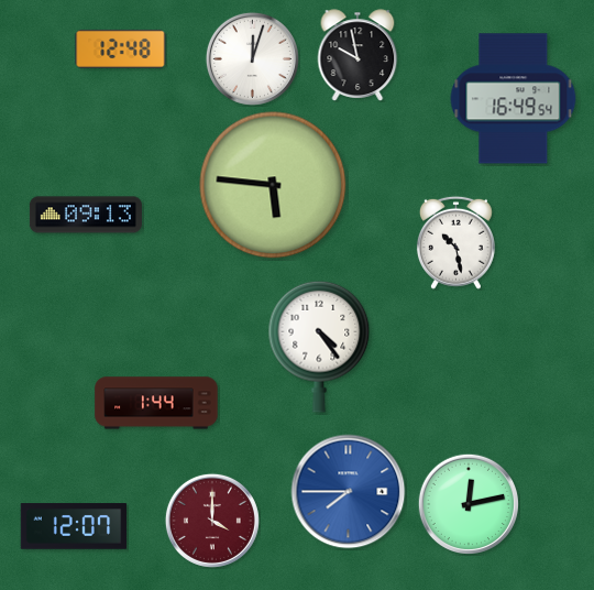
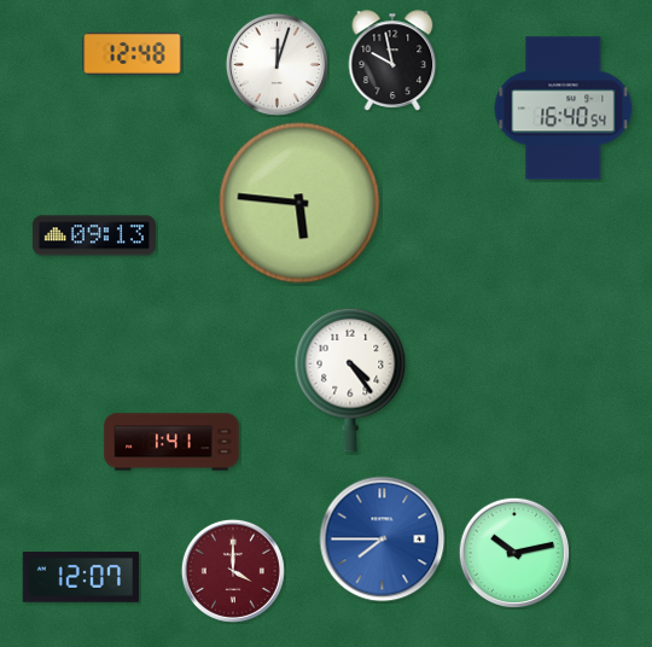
clock at (514, 99): 16:49 -> 16:40
clock at (455, 242): 10:28 -> none
clock at (156, 403): 1:44 -> 1:41
clock at (468, 503): 12:13 -> 10:13
